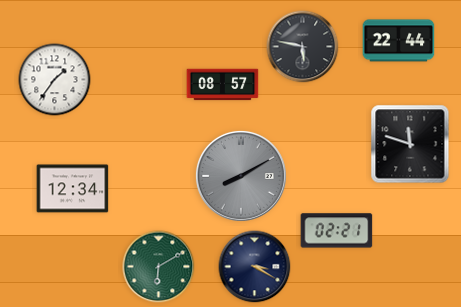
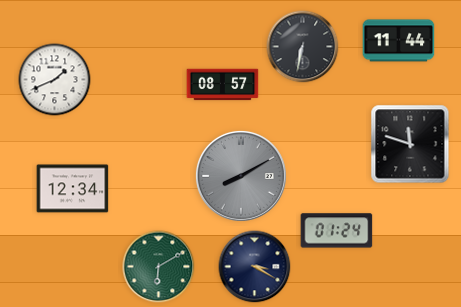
clock at (399, 41): 22:44 -> 11:44
clock at (303, 47): 5:47 -> 6:32
clock at (55, 80): 1:36 -> 1:41
clock at (337, 231): 02:21 -> 01:24
